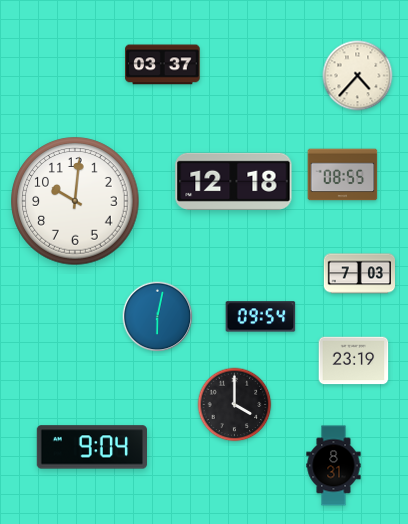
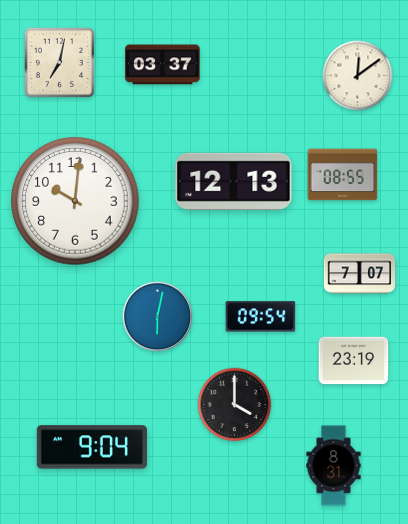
clock at (59, 62): none -> 7:02
clock at (358, 76): 4:37 -> 12:09
clock at (234, 181): 12:18 -> 12:13
clock at (359, 274): 7:03 -> 7:07
